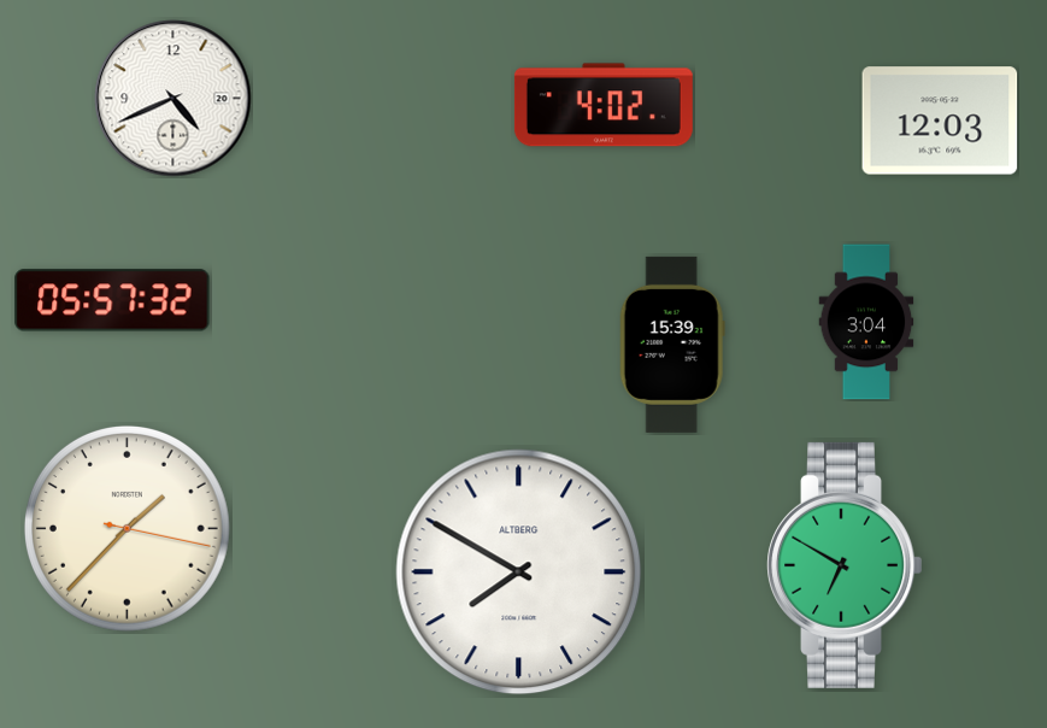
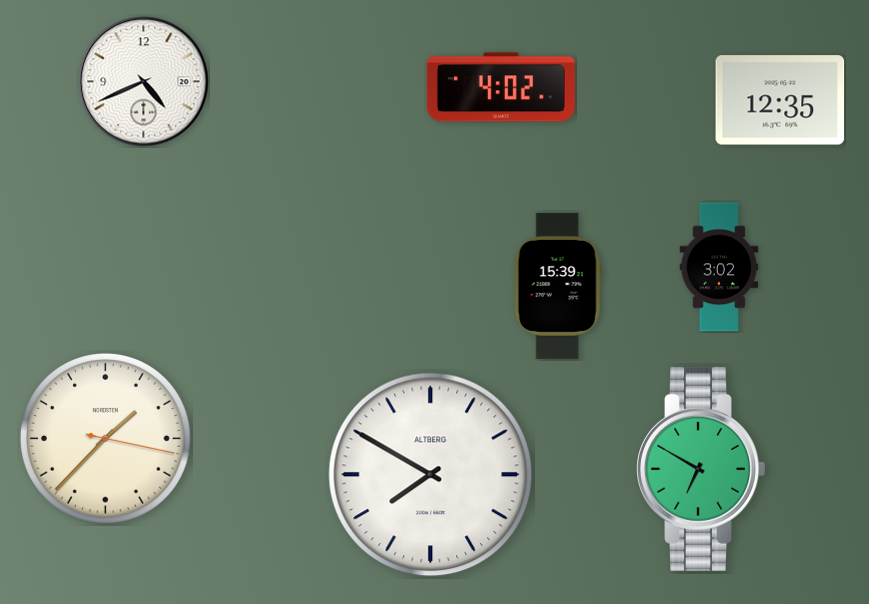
clock at (940, 121): 12:03 -> 12:35
clock at (112, 300): 05:57 -> none
clock at (866, 322): 3:04 -> 3:02
